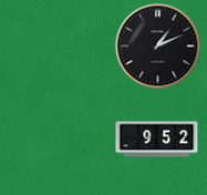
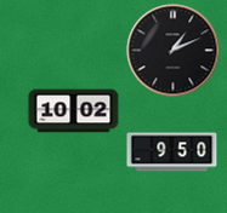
clock at (74, 111): none -> 10:02
clock at (157, 140): 9:52 -> 9:50
